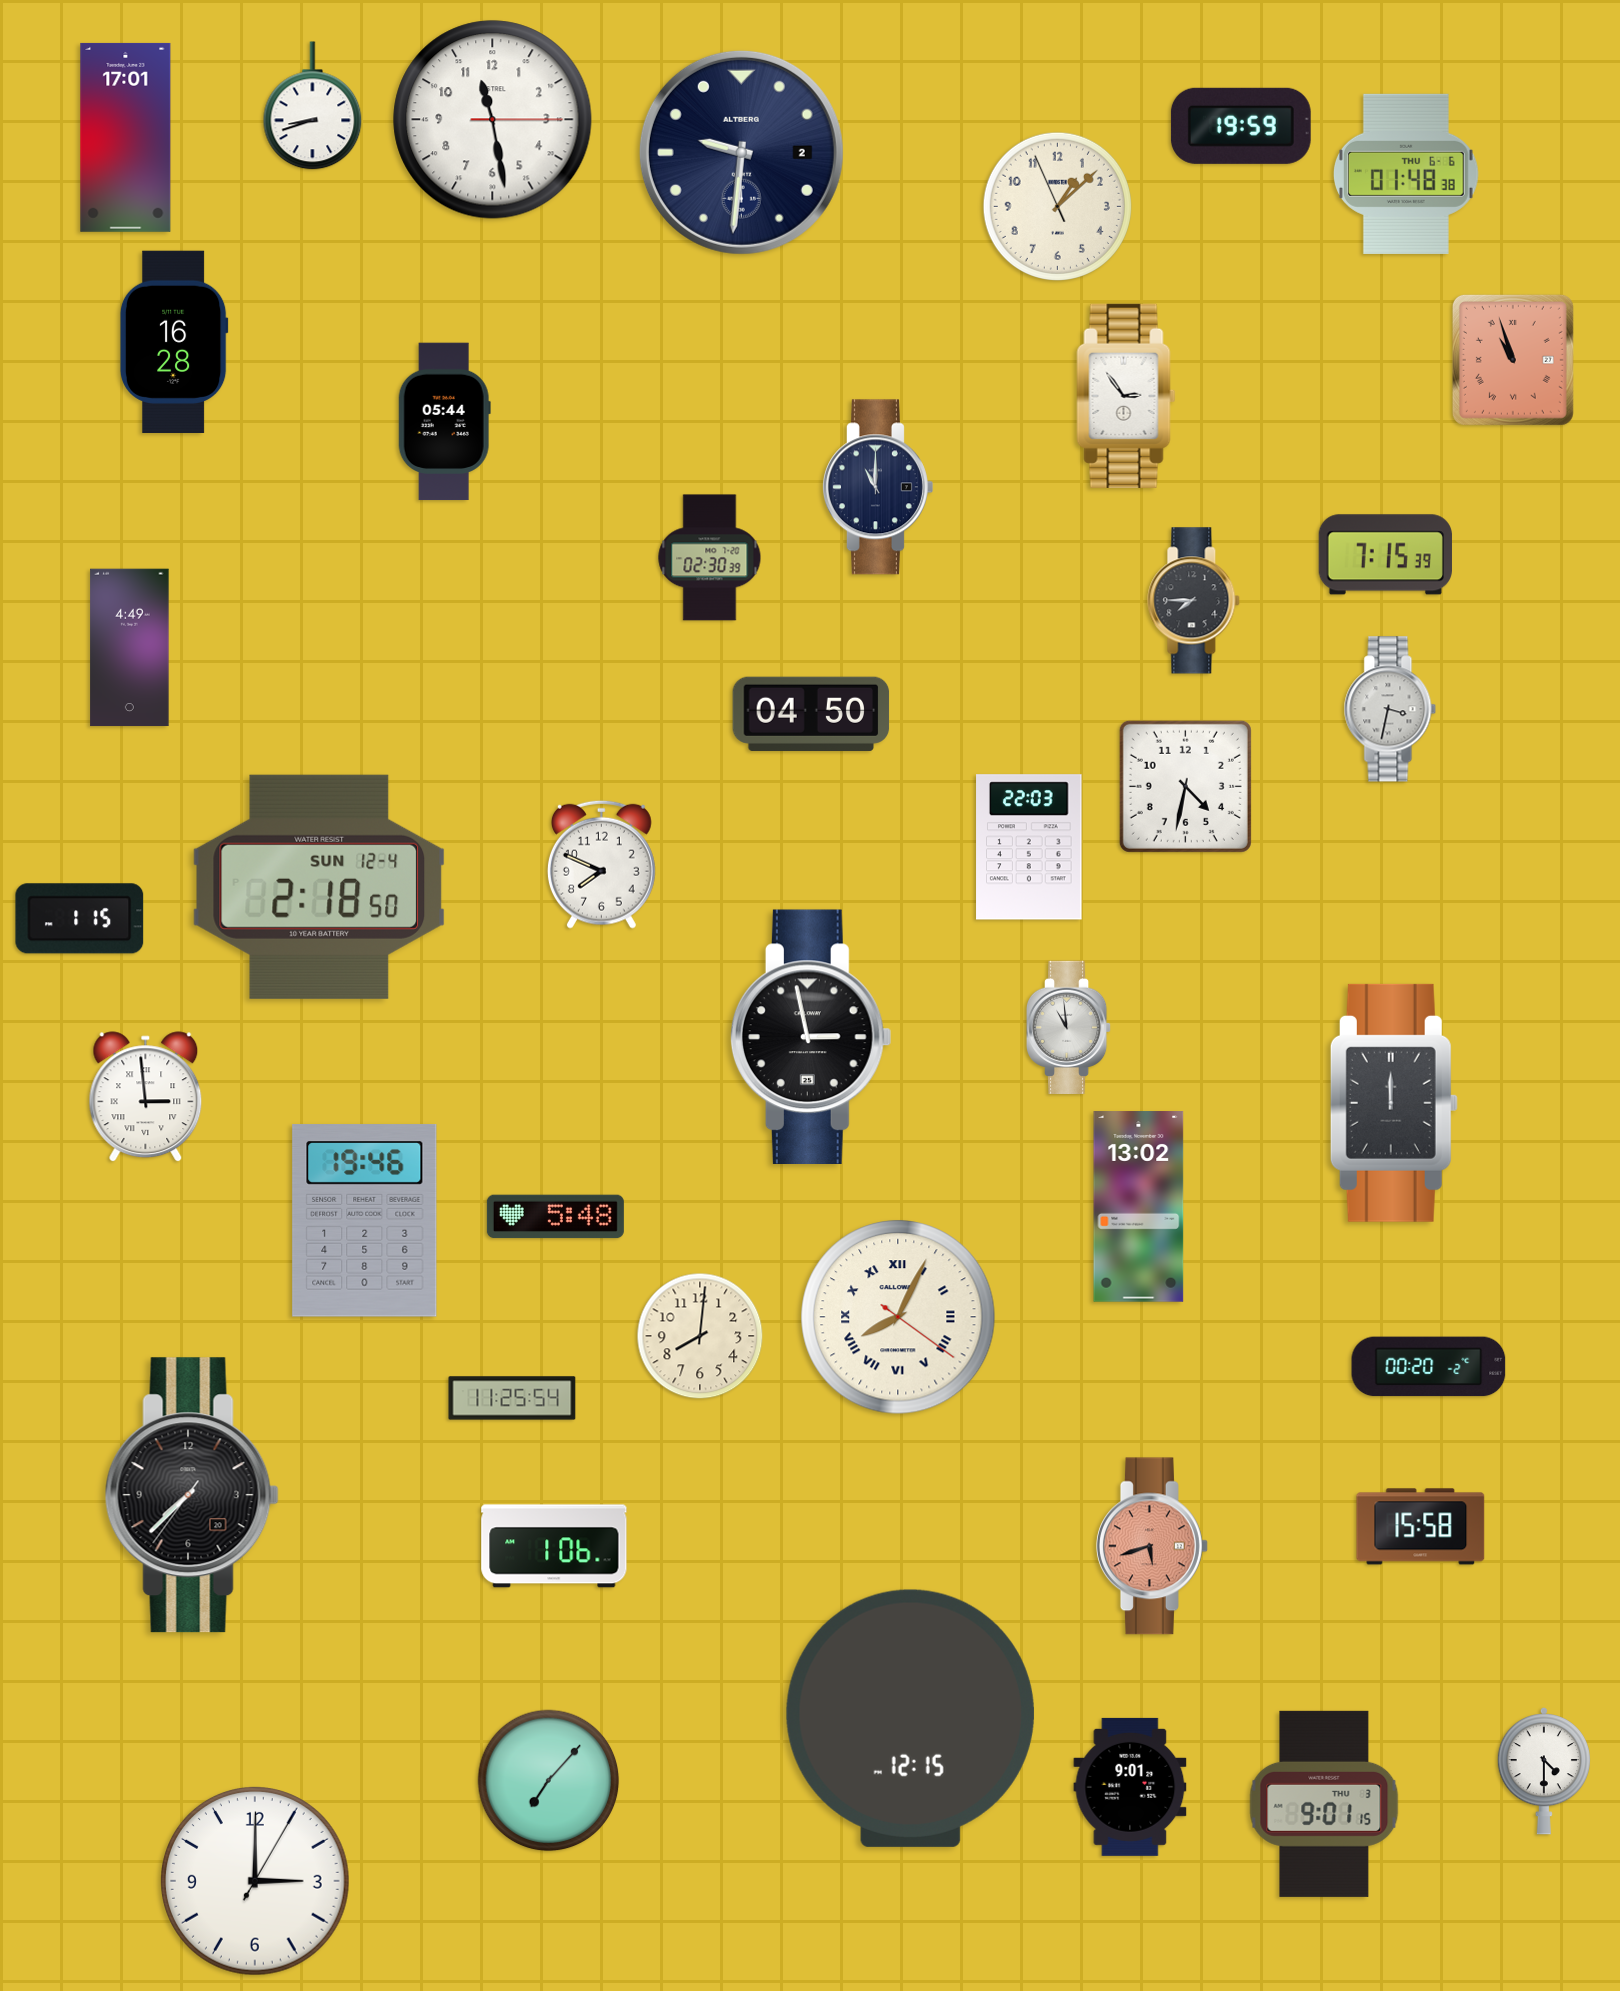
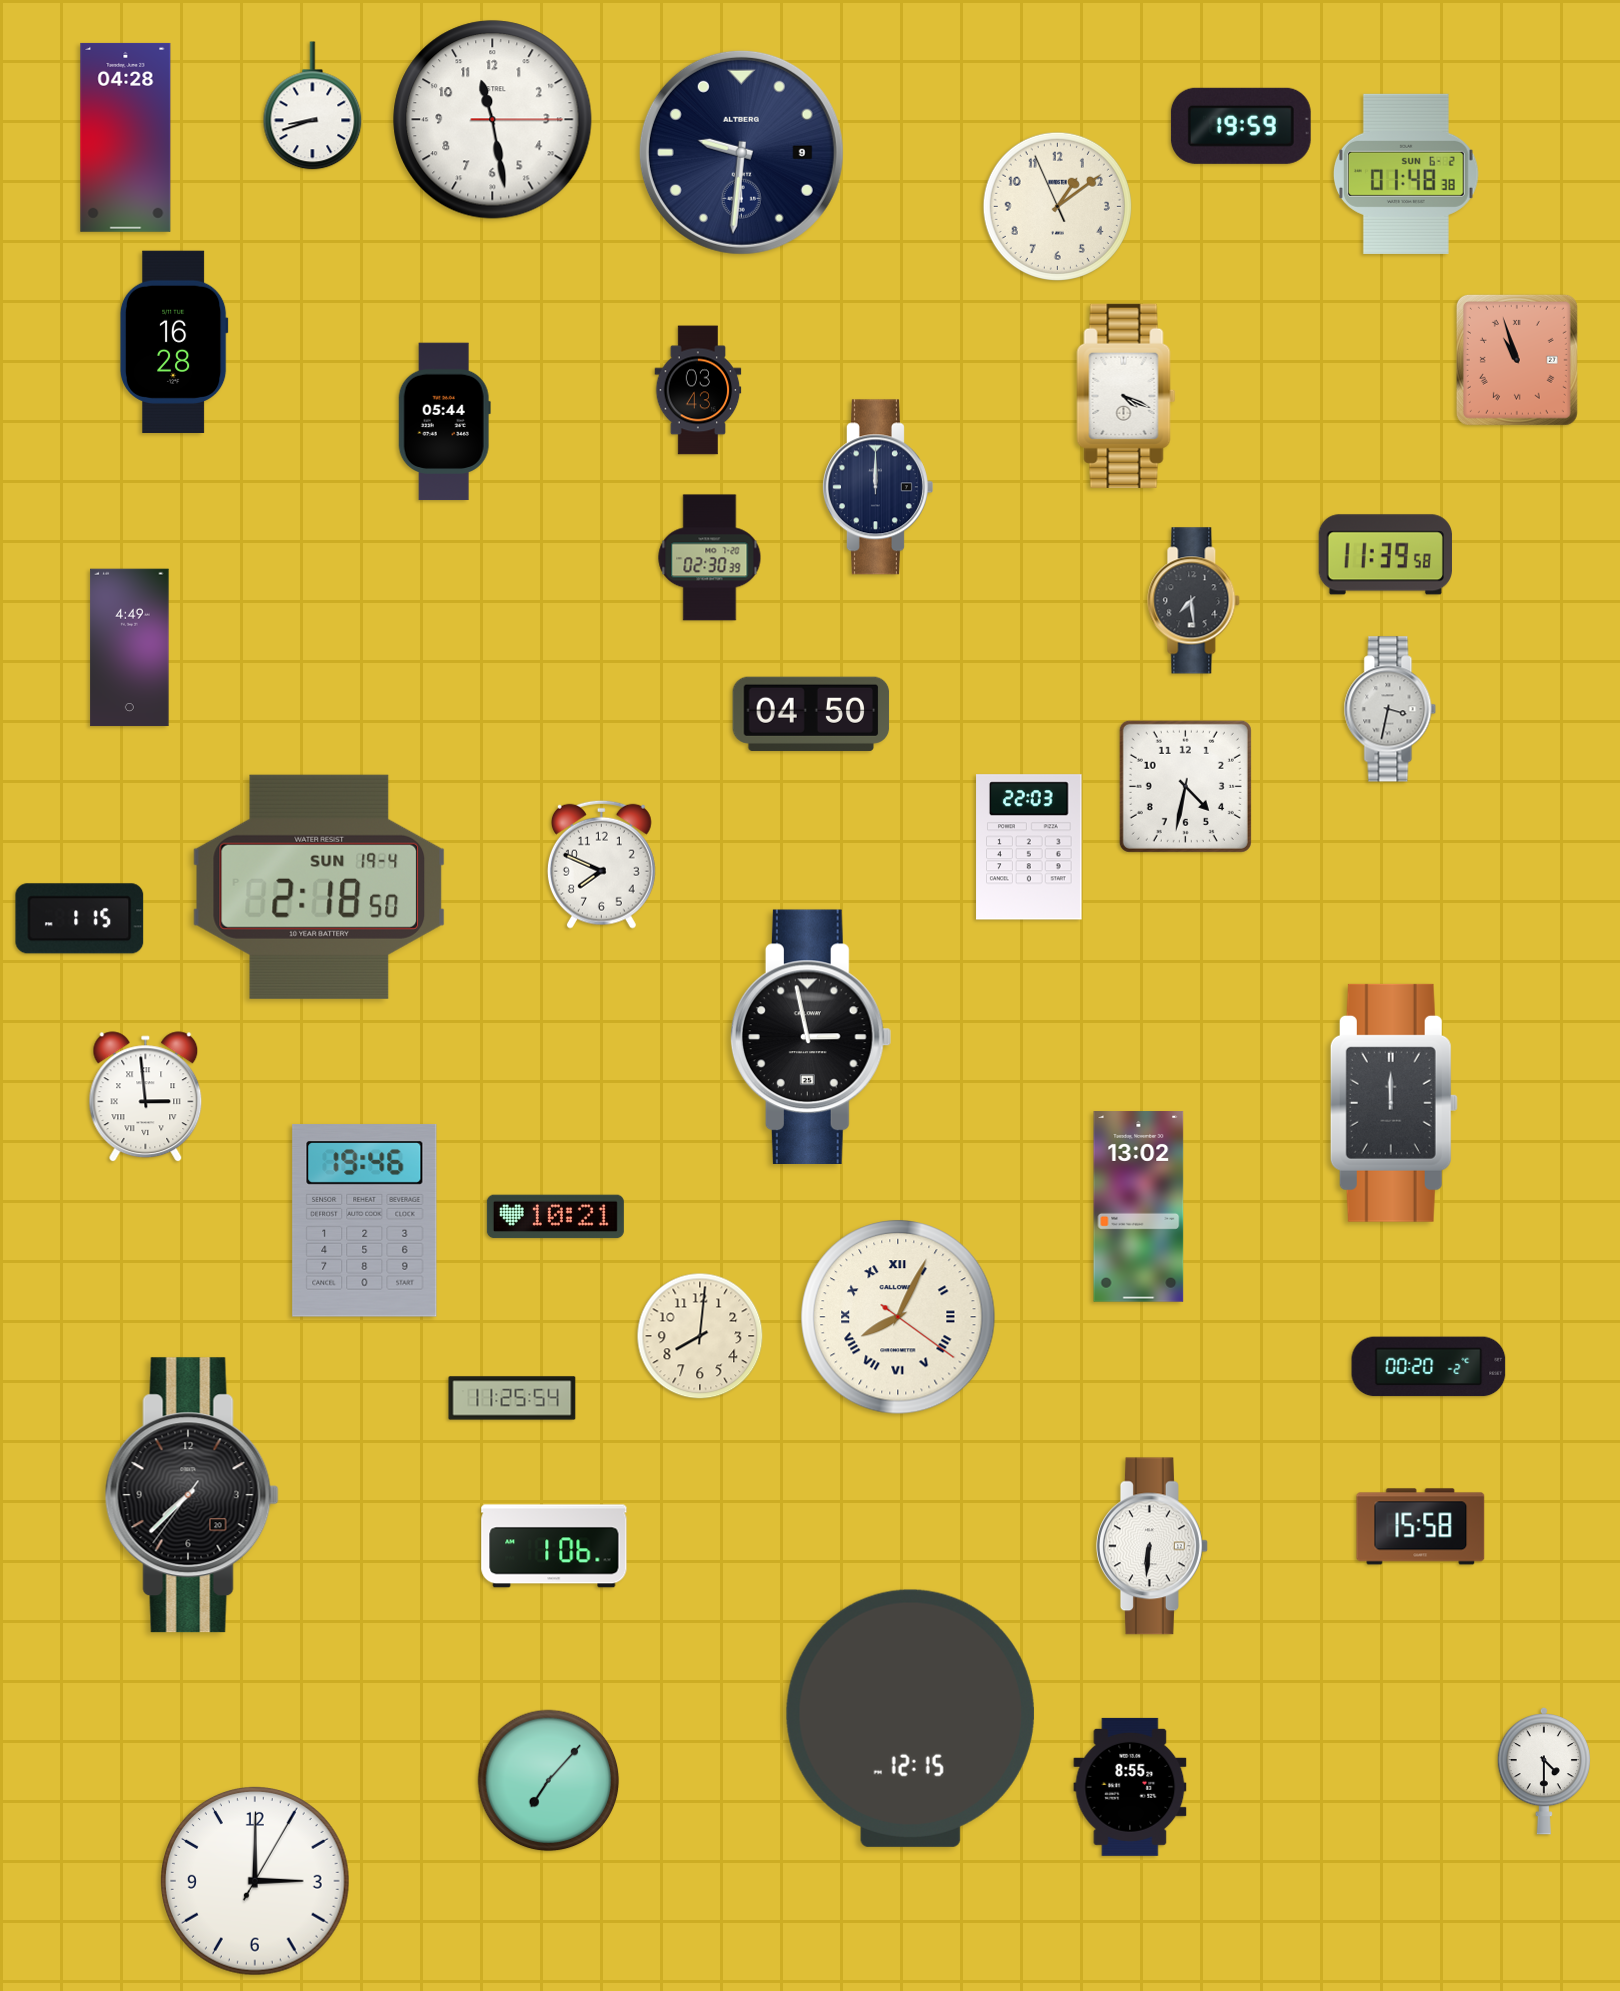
clock at (126, 137): 17:01 -> 04:28
clock at (741, 152) date: 2 -> 9
clock at (1406, 174) date: THU 6-6 -> SUN 6-2
clock at (1057, 206): 1:07 -> 1:08
clock at (1513, 360) position: (1513, 360) -> (1517, 360)
clock at (698, 390): none -> 03:43
clock at (1126, 396): 2:54 -> 4:19
clock at (877, 487): 11:00 -> 12:00
clock at (1385, 555): 7:15 -> 11:39
clock at (1194, 601): 7:45 -> 7:29
clock at (319, 887) date: SUN 12-4 -> SUN 19-4
clock at (1069, 1027): 10:59 -> none
clock at (555, 1217): 5:48 -> 10:21
clock at (1152, 1546): 5:42 -> 6:31
clock at (1152, 1546) dial: salmon -> white
clock at (1130, 1787): 9:01 -> 8:55
clock at (1324, 1804): 9:01 -> none
